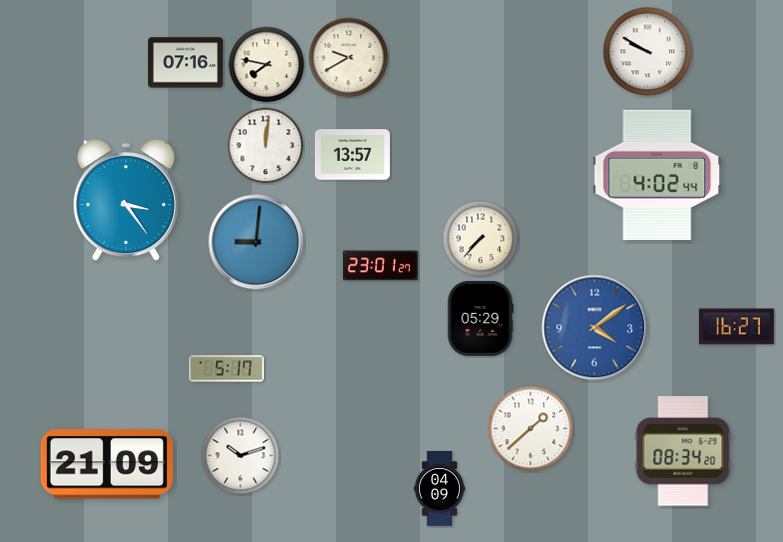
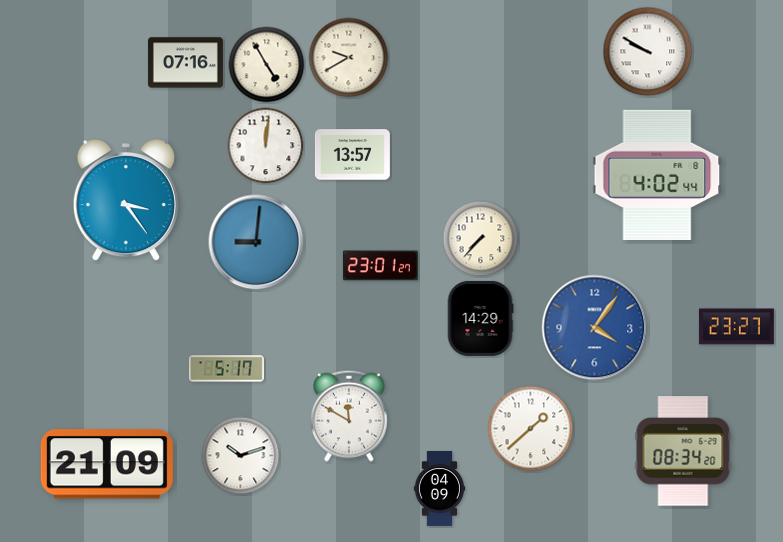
clock at (267, 65): 7:47 -> 4:55
clock at (480, 318): 05:29 -> 14:29
clock at (736, 327): 16:27 -> 23:27
clock at (595, 328): 4:09 -> 4:06
clock at (350, 416): none -> 11:50
